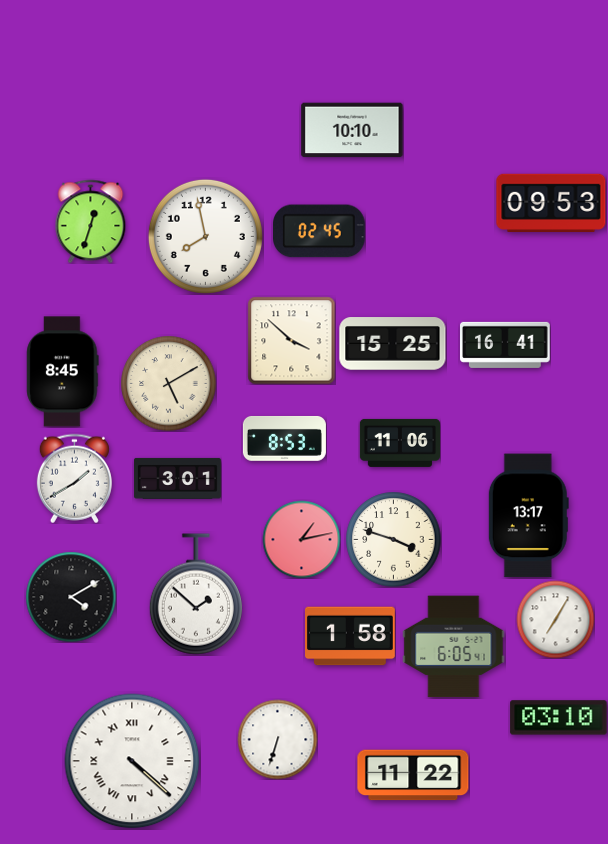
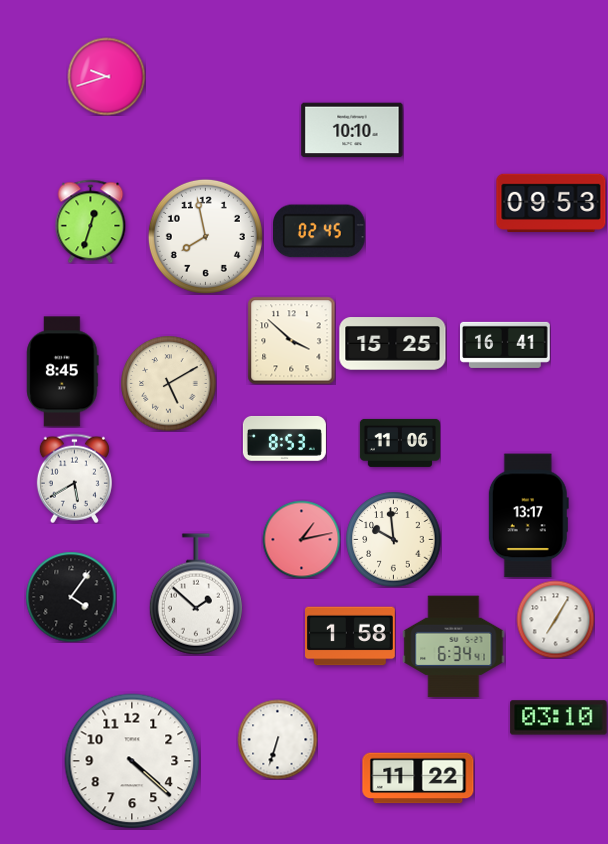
clock at (106, 76): none -> 9:42
clock at (74, 478): 1:40 -> 5:40
clock at (177, 478): 3:01 -> none
clock at (393, 539): 3:48 -> 9:59
clock at (71, 597): 4:10 -> 4:06
clock at (454, 647): 6:05 -> 6:34
clock at (132, 761) numerals: Roman -> Arabic
clock at (413, 775) position: (413, 775) -> (418, 778)
